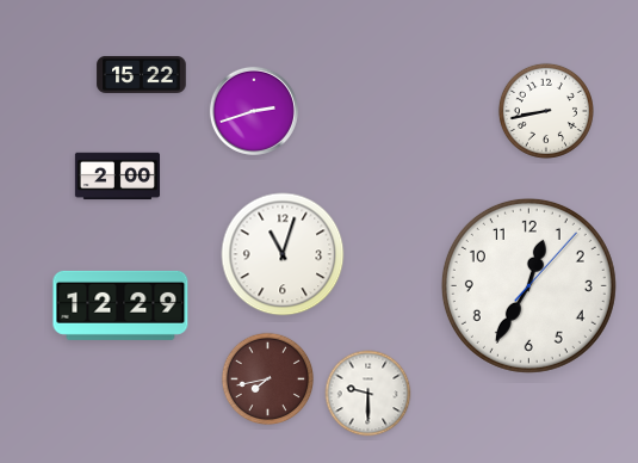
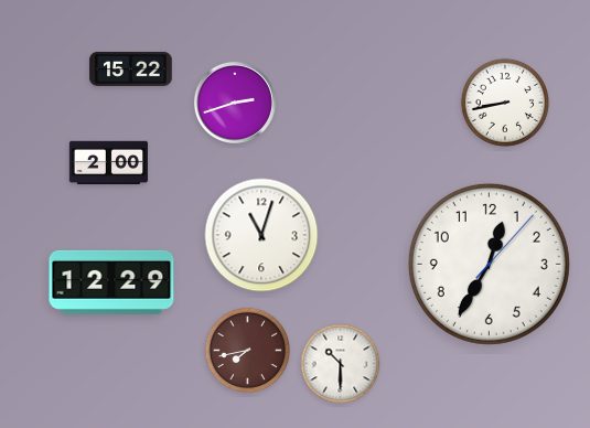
clock at (368, 394): 9:30 -> 10:30
